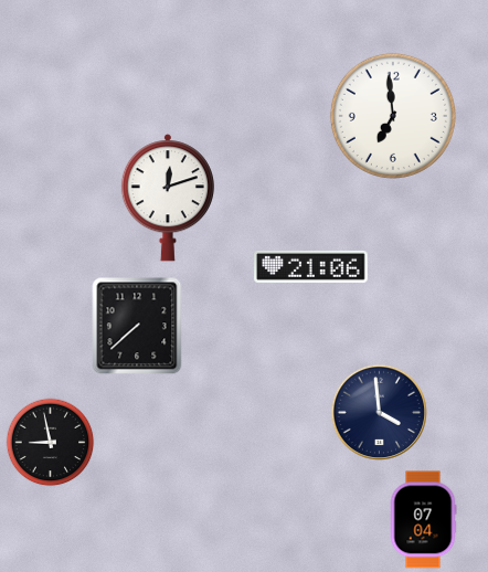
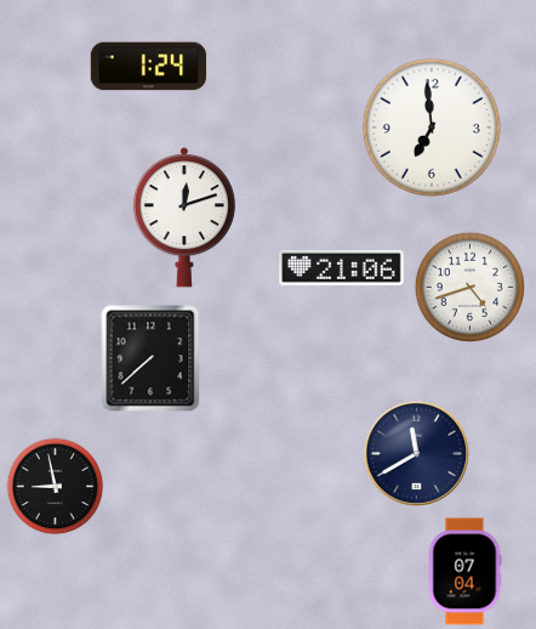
clock at (149, 67): none -> 1:24
clock at (471, 288): none -> 4:42
clock at (311, 266) position: (311, 266) -> (342, 267)
clock at (379, 412): 3:59 -> 11:40
